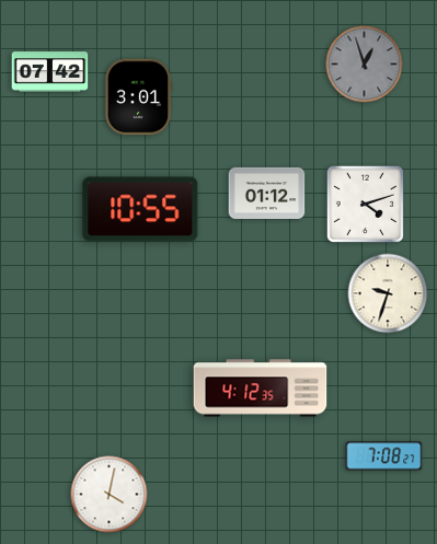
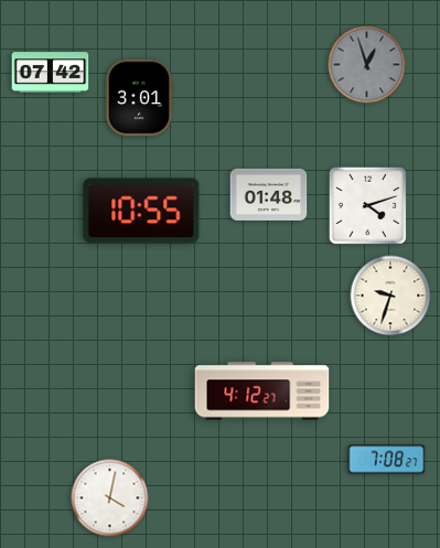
clock at (267, 193): 01:12 -> 01:48
clock at (261, 389): 4:12:35 -> 4:12:27
